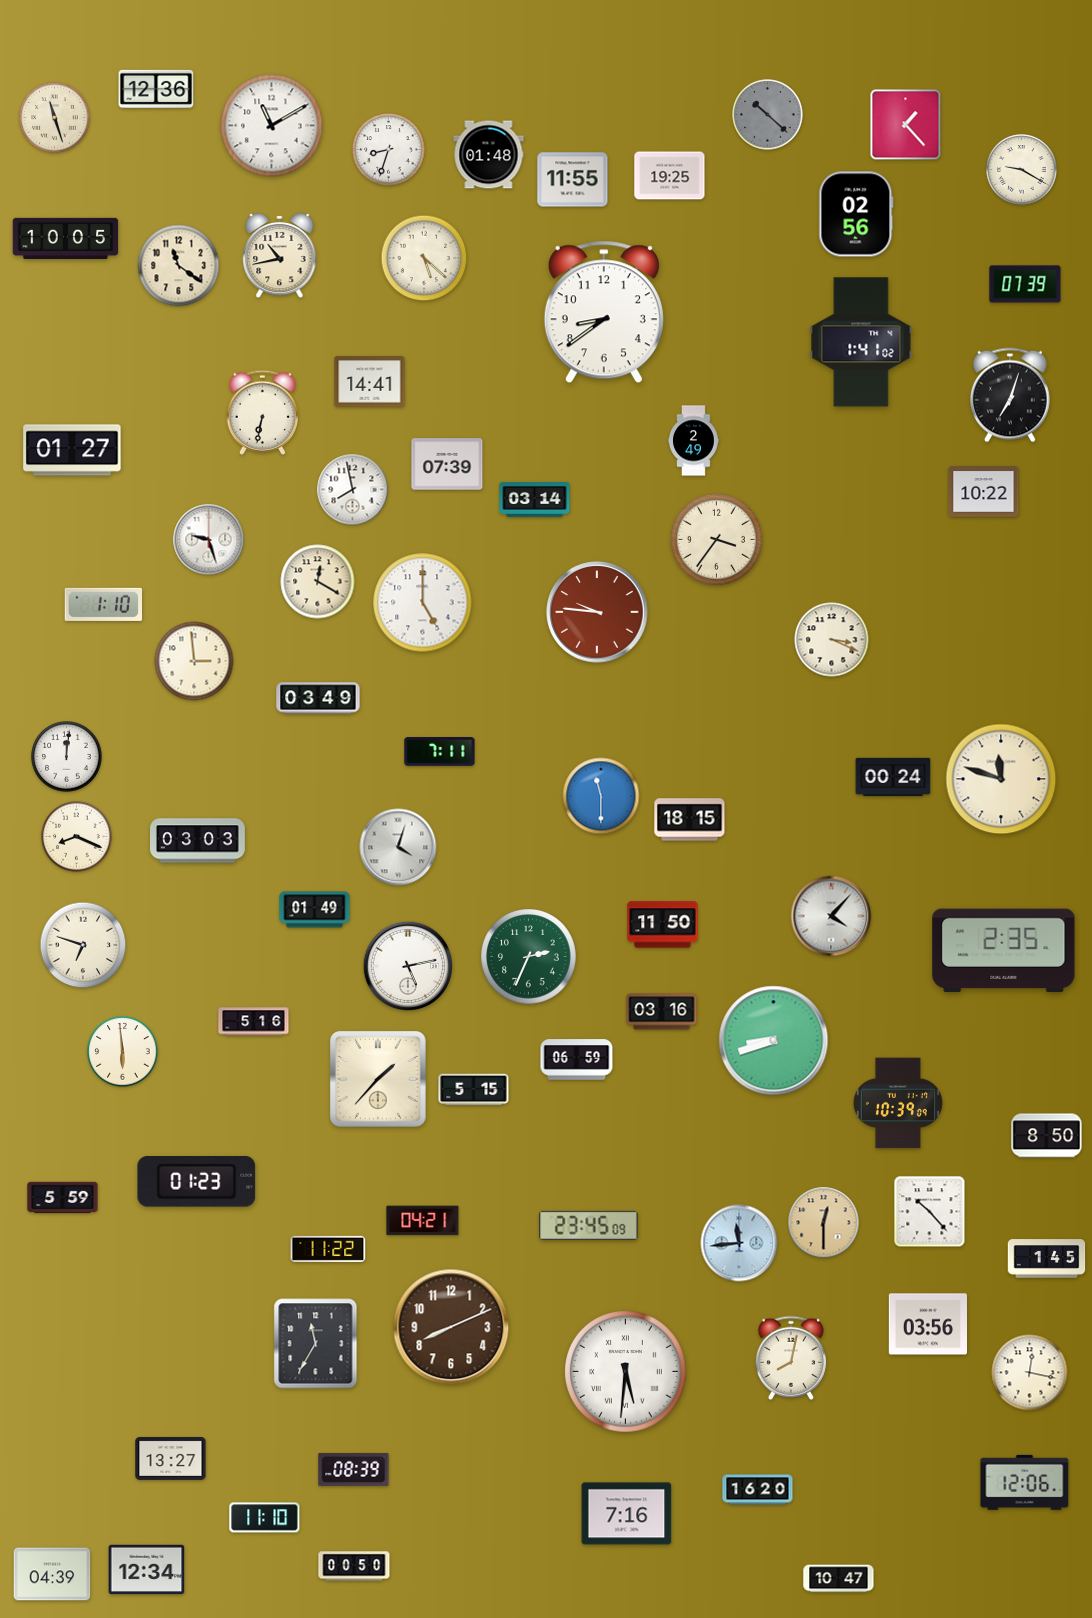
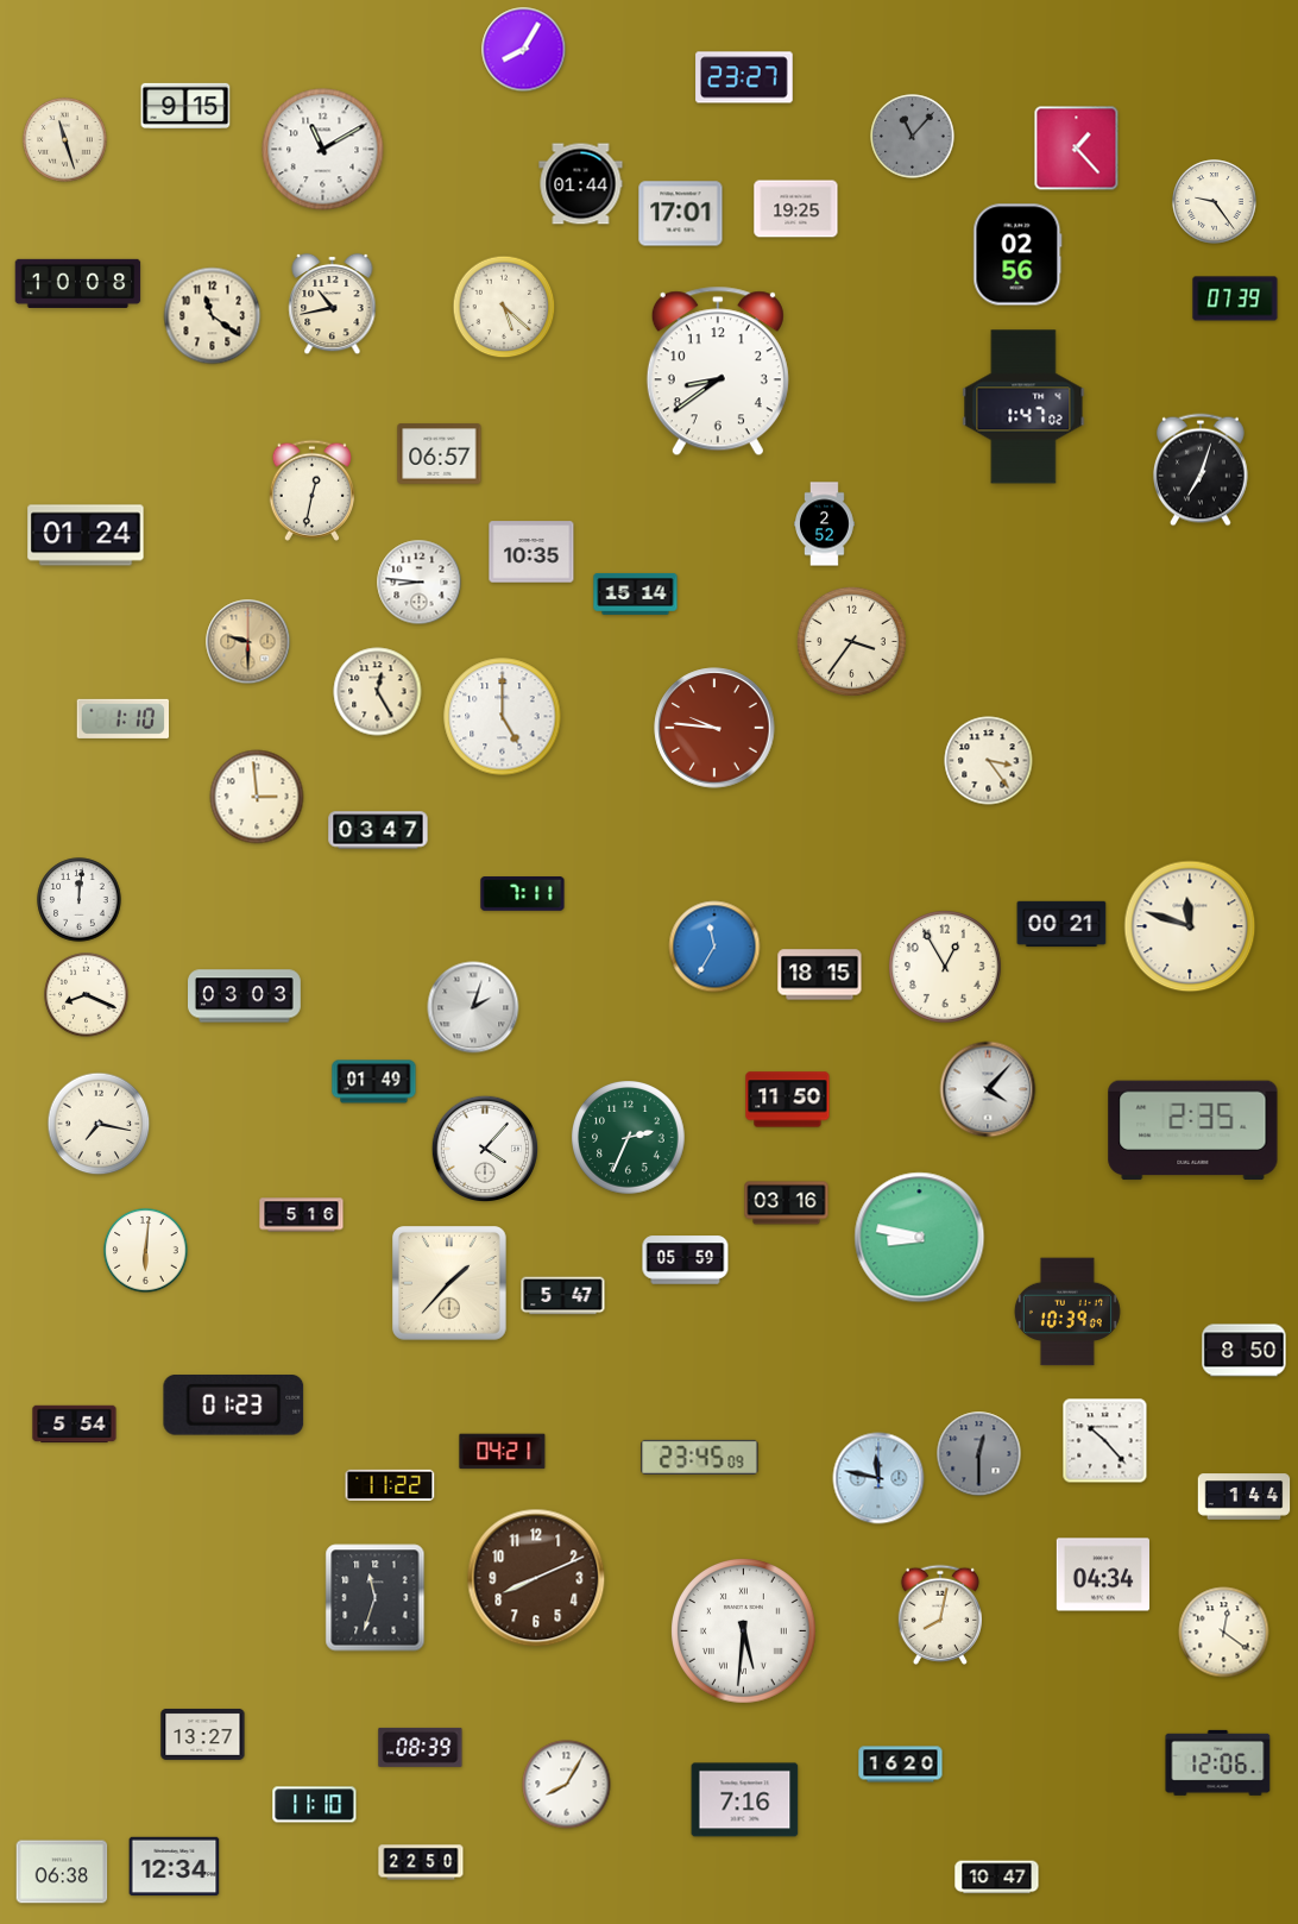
clock at (524, 50): none -> 8:05
clock at (744, 77): none -> 23:27
clock at (156, 89): 12:36 -> 9:15
clock at (768, 115): 10:22 -> 11:07
clock at (389, 150): 8:33 -> none
clock at (489, 155): 01:48 -> 01:44
clock at (1022, 170): 9:20 -> 9:24
clock at (573, 180): 11:55 -> 17:01
clock at (66, 238): 10:05 -> 10:08
clock at (1025, 284) position: (1025, 284) -> (1235, 298)
clock at (861, 342): 1:41 -> 1:47
clock at (370, 382): 14:41 -> 06:57
clock at (263, 412): 6:32 -> 12:32
clock at (694, 441): 2:49 -> 2:52
clock at (72, 450): 01:27 -> 01:24
clock at (447, 464): 07:39 -> 10:35
clock at (353, 490): 7:58 -> 8:46
clock at (984, 492): 10:22 -> none
clock at (535, 499): 03:14 -> 15:14
clock at (209, 540): 9:27 -> 9:30
clock at (209, 540) dial: white -> champagne
clock at (318, 582): 12:20 -> 12:25
clock at (597, 612) position: (597, 612) -> (714, 728)
clock at (832, 640): 3:19 -> 3:24
clock at (194, 661) position: (194, 661) -> (257, 797)
clock at (318, 698): 03:49 -> 03:47
clock at (893, 777): 00:24 -> 00:21
clock at (601, 796): 11:30 -> 11:35
clock at (946, 968): none -> 12:55
clock at (77, 837) position: (77, 837) -> (87, 995)
clock at (198, 841) position: (198, 841) -> (245, 996)
clock at (398, 847): 4:03 -> 2:03
clock at (83, 945): 6:48 -> 7:17
clock at (407, 965): 5:13 -> 4:07
clock at (774, 1041): 8:42 -> 8:47
clock at (123, 1052): 5:59 -> 6:01
clock at (577, 1060): 06:59 -> 05:59
clock at (474, 1090): 5:15 -> 5:47
clock at (63, 1198): 5:59 -> 5:54
clock at (824, 1223) dial: champagne -> grey
clock at (739, 1243): 11:44 -> 11:47
clock at (1047, 1259): 1:45 -> 1:44
clock at (927, 1324): 03:56 -> 04:34
clock at (316, 1344): 11:35 -> 11:33
clock at (1030, 1373): 12:17 -> 12:21
clock at (758, 1490) position: (758, 1490) -> (901, 1765)
clock at (567, 1785): none -> 8:05
clock at (354, 1566): 00:50 -> 22:50
clock at (52, 1574): 04:39 -> 06:38
